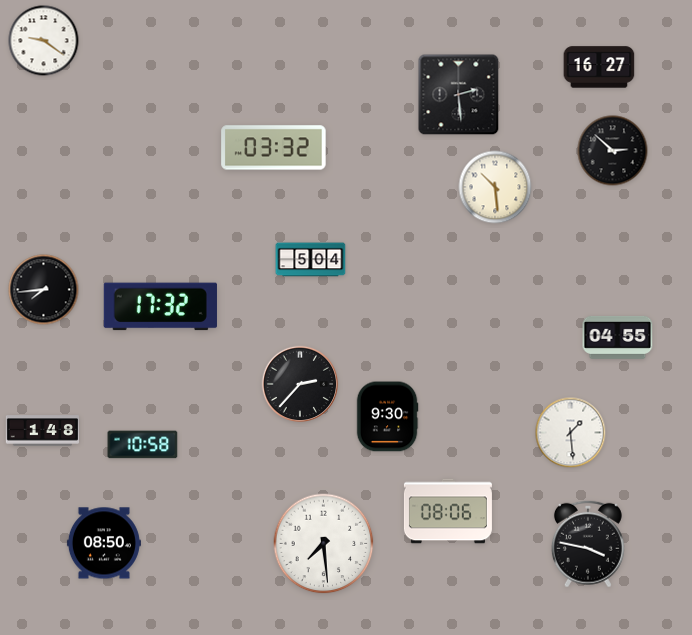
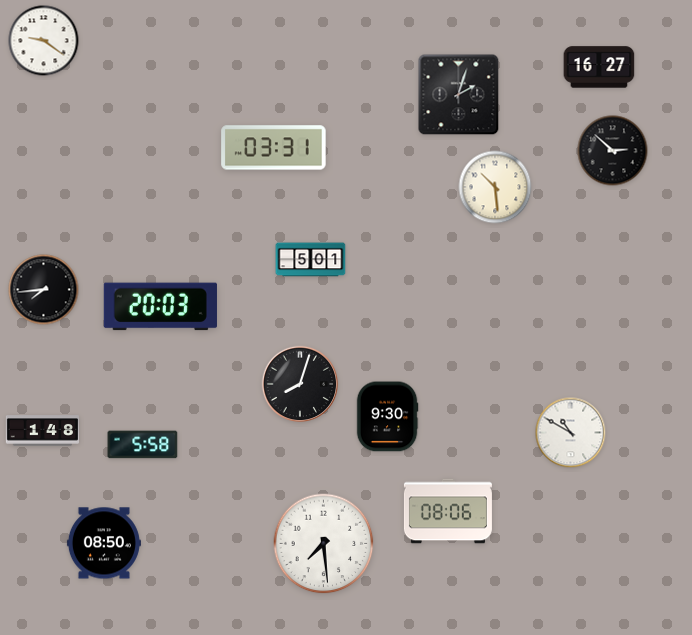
clock at (459, 95): 2:29 -> 2:03
clock at (274, 148): 03:32 -> 03:31
clock at (311, 260): 5:04 -> 5:01
clock at (160, 307): 17:32 -> 20:03
clock at (618, 337): 04:55 -> none
clock at (299, 383): 2:37 -> 8:03
clock at (571, 433): 1:29 -> 10:50
clock at (143, 445): 10:58 -> 5:58
clock at (588, 544): 3:47 -> none
